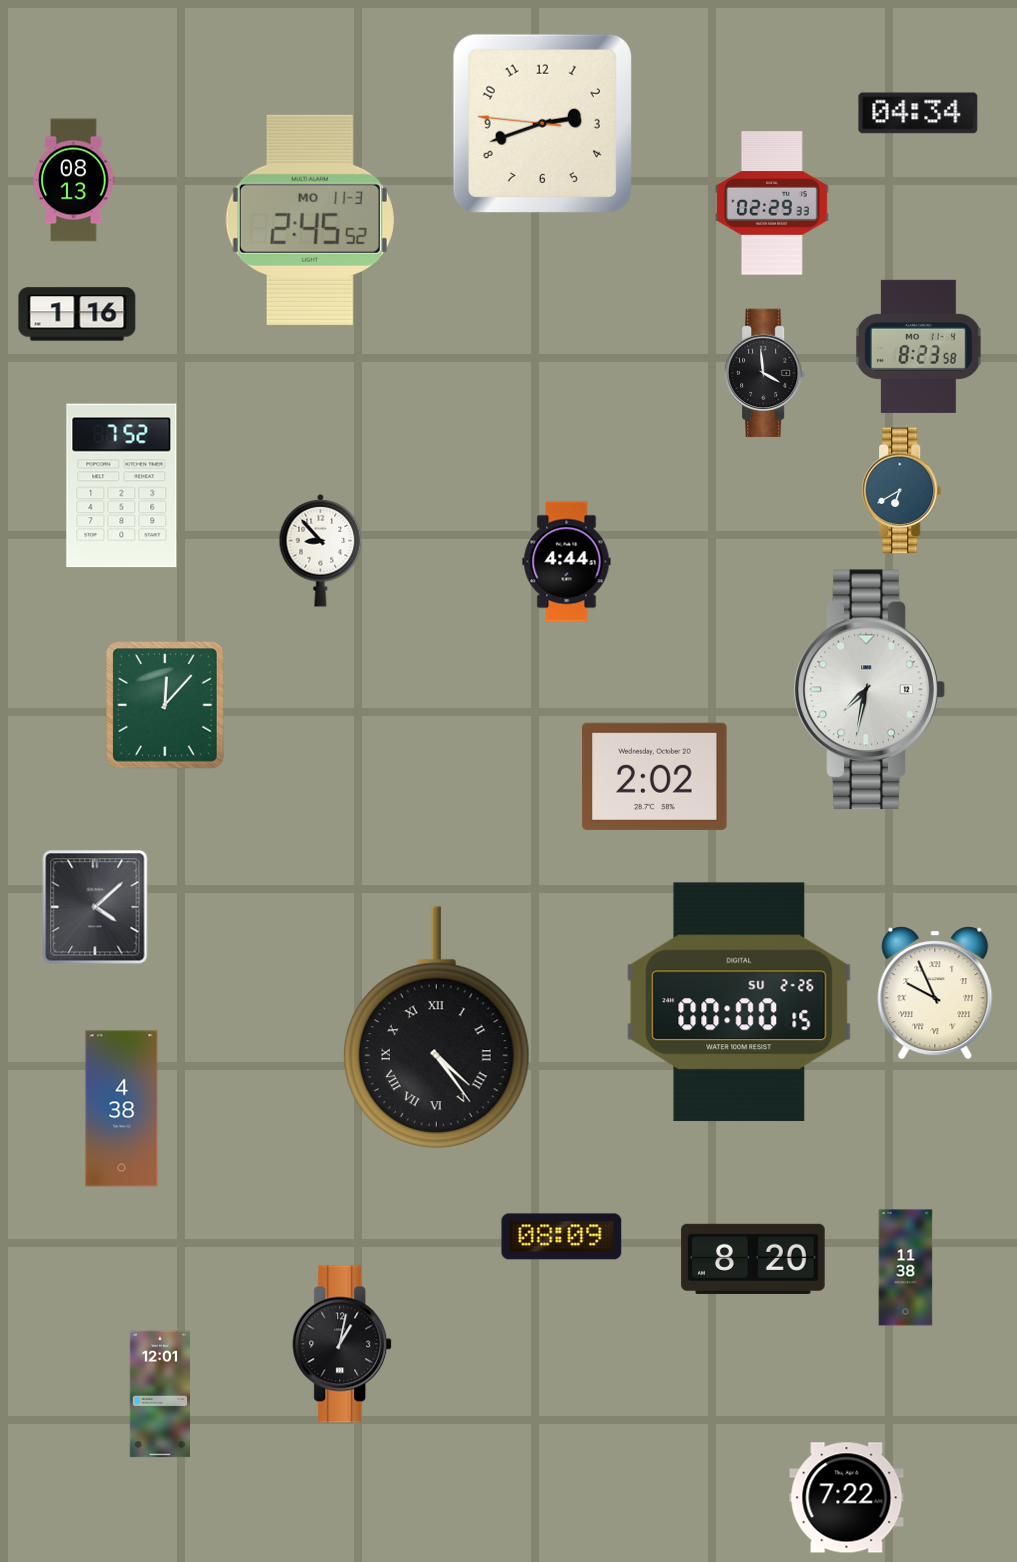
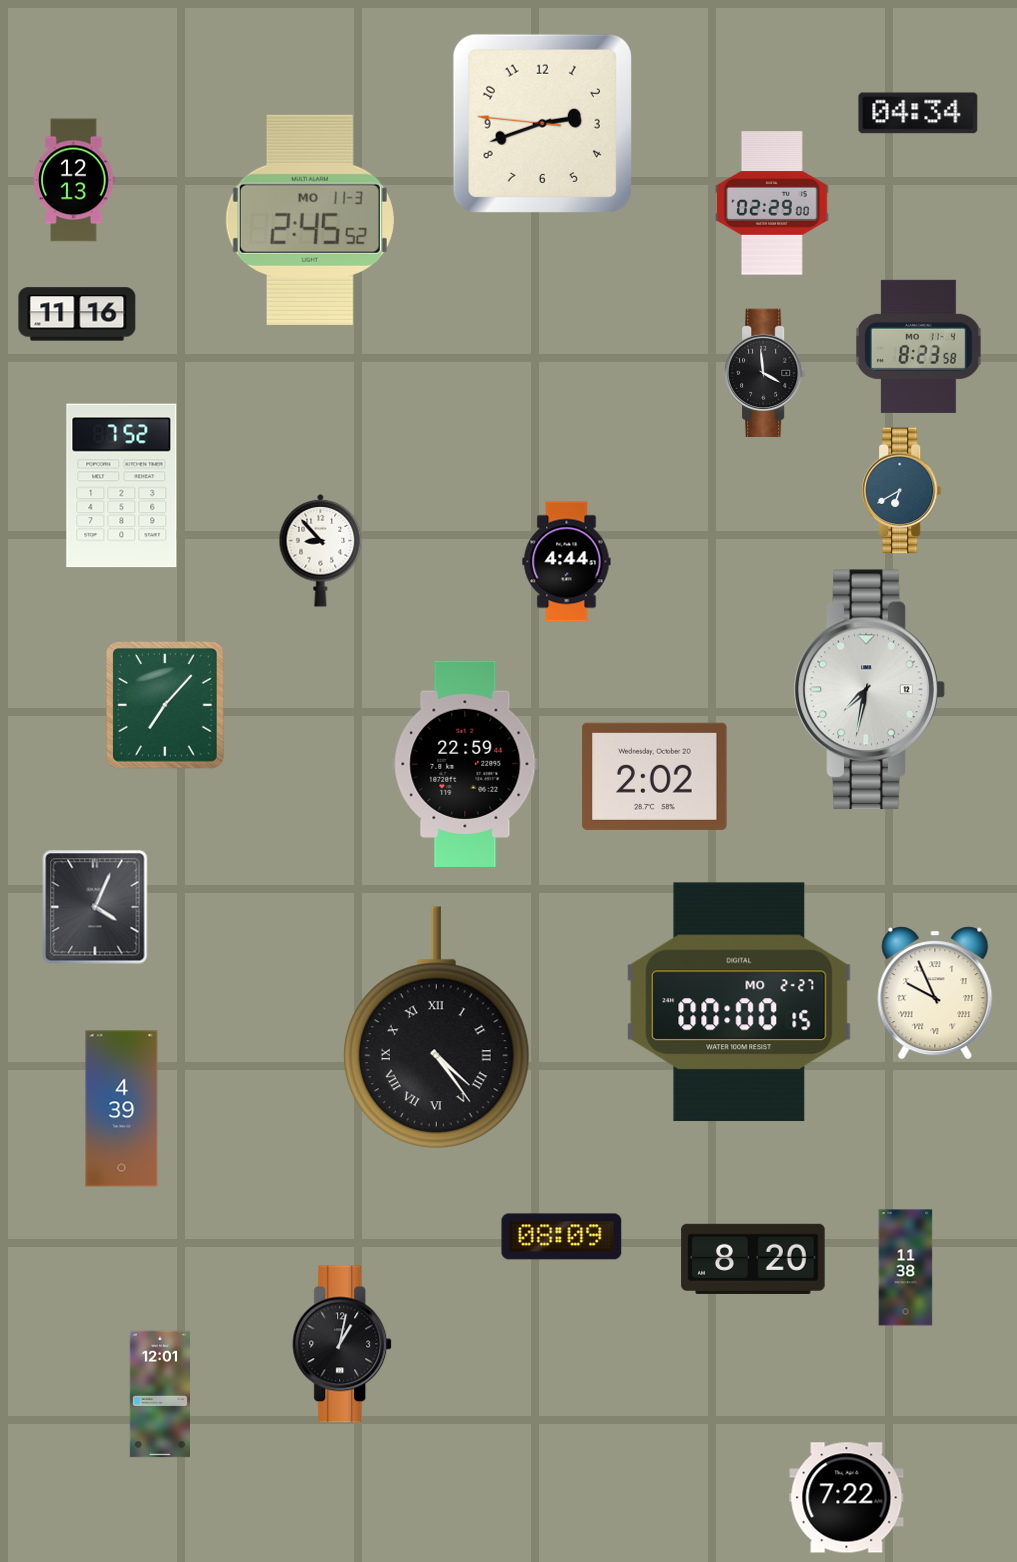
clock at (74, 180): 08:13 -> 12:13
clock at (773, 203): 02:29:33 -> 02:29:00
clock at (77, 314): 1:16 -> 11:16
clock at (166, 706): 12:07 -> 7:07
clock at (465, 764): none -> 22:59
clock at (95, 907): 4:08 -> 4:04
clock at (739, 1002) date: SU 2-26 -> MO 2-27
clock at (122, 1109): 4:38 -> 4:39
